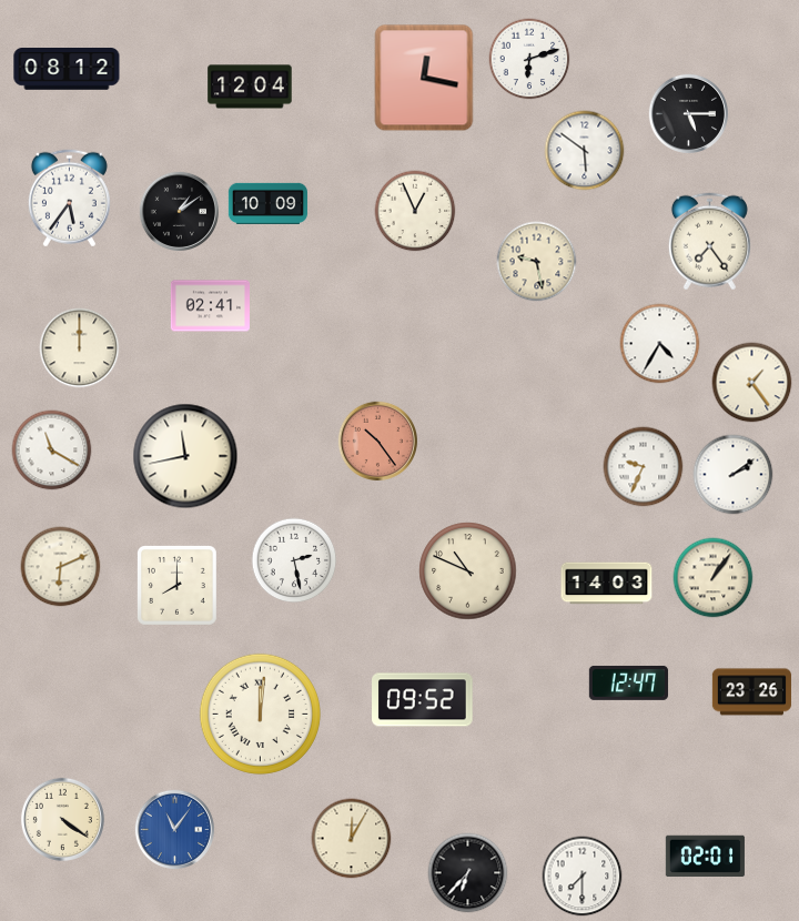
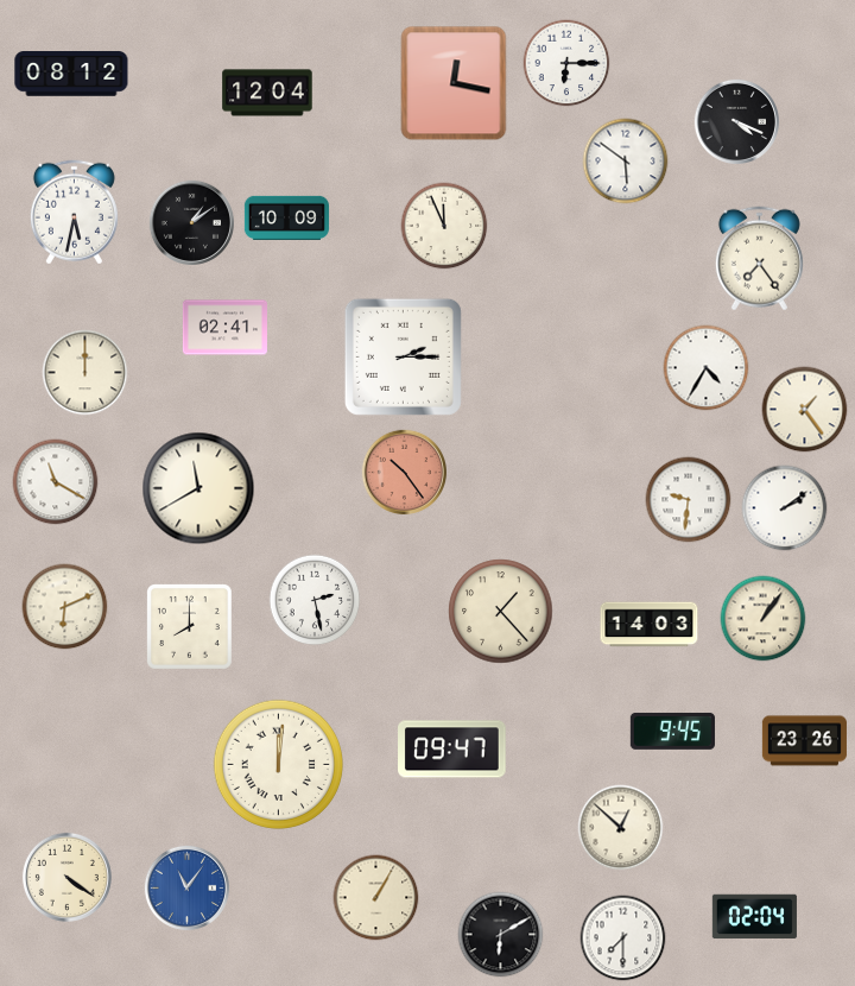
clock at (529, 59): 6:12 -> 6:15
clock at (688, 113): 5:15 -> 4:19
clock at (69, 199): 5:36 -> 5:32
clock at (179, 211) position: (179, 211) -> (191, 222)
clock at (415, 211): 12:56 -> 11:56
clock at (537, 262): 9:28 -> none
clock at (403, 356): none -> 2:15
clock at (185, 456): 11:43 -> 11:40
clock at (644, 467): 9:34 -> 9:31
clock at (468, 571): 10:49 -> 1:23
clock at (628, 682): 12:47 -> 9:45
clock at (423, 700): 09:52 -> 09:47
clock at (621, 828): none -> 12:52
clock at (352, 839): 12:05 -> 1:05
clock at (705, 856): 02:01 -> 02:04
clock at (468, 873): 6:37 -> 6:10
